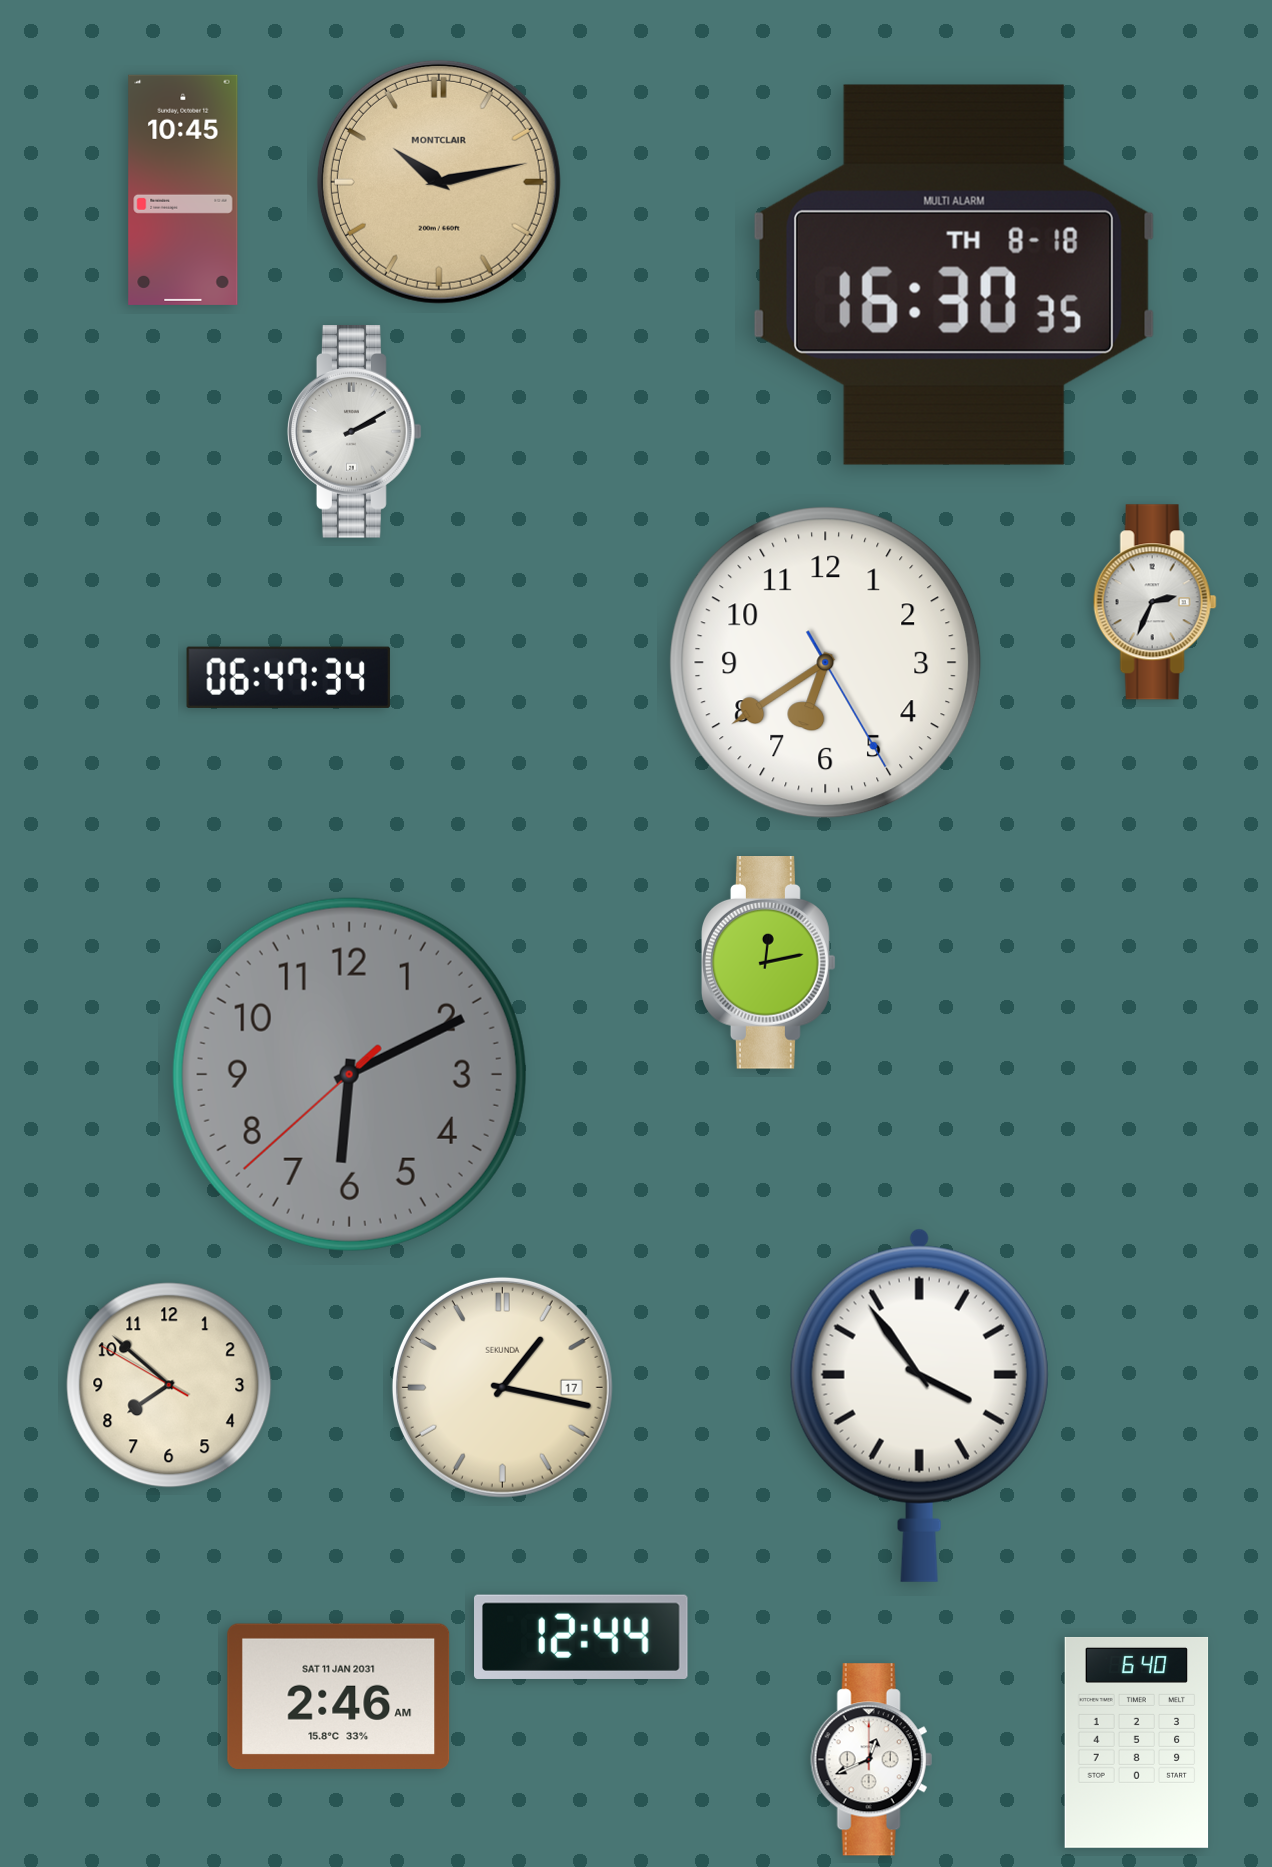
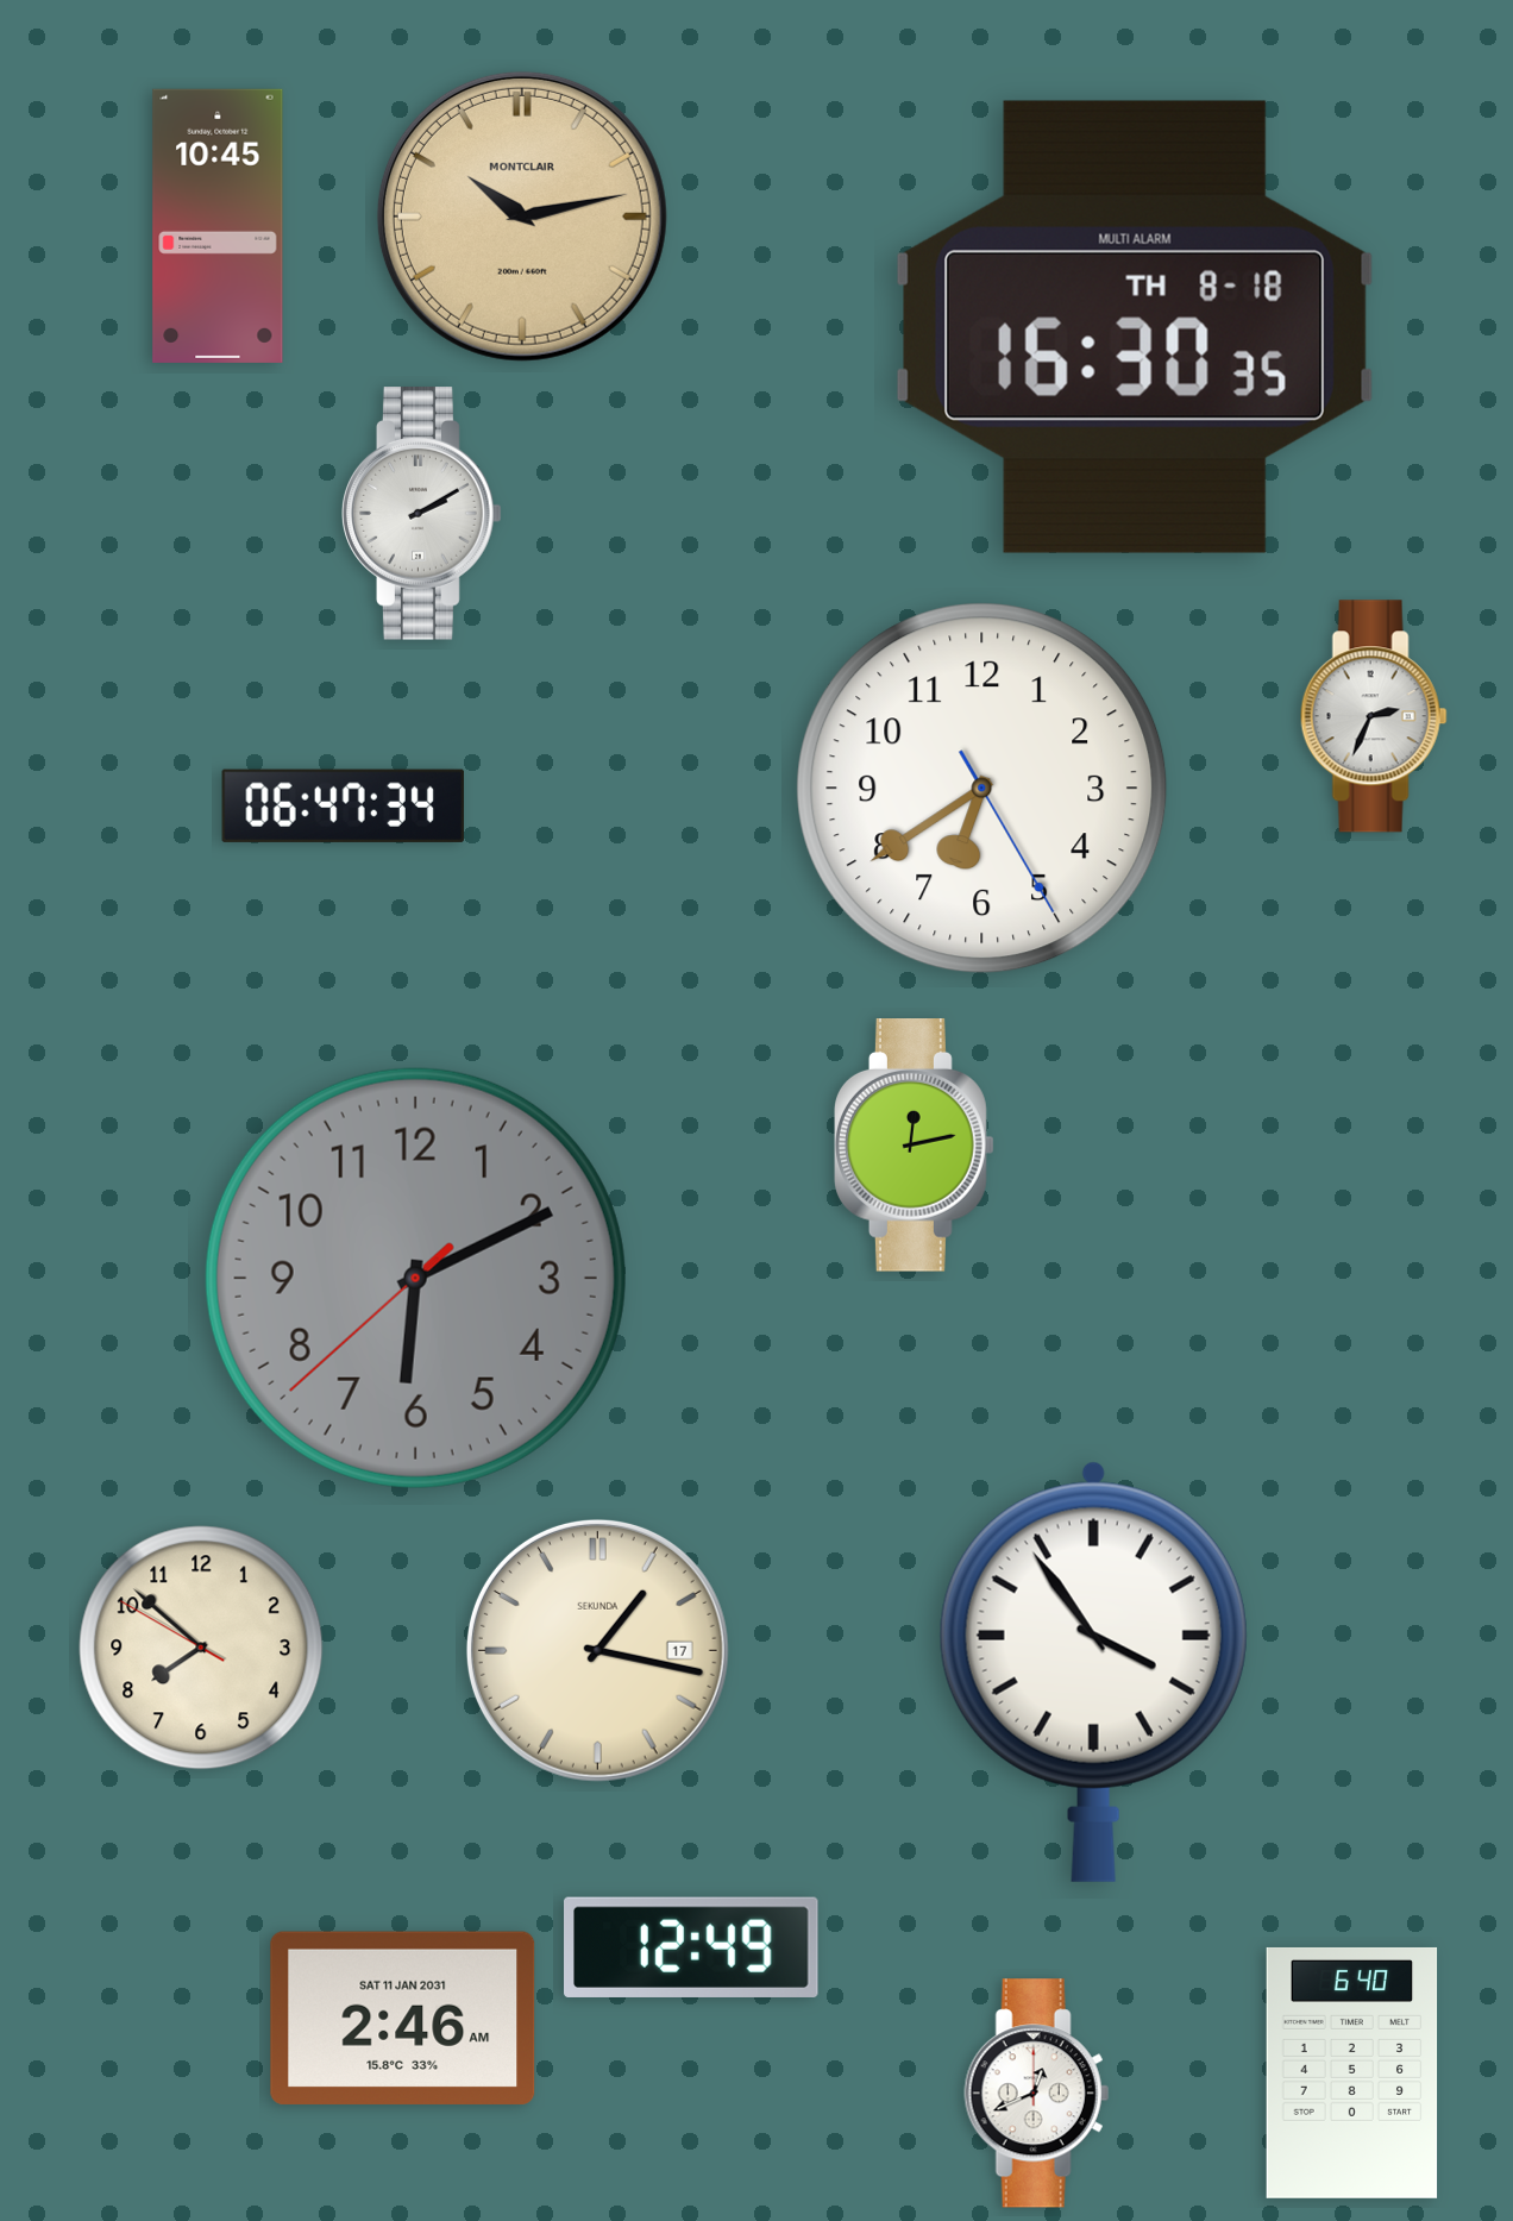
clock at (582, 1637): 12:44 -> 12:49
